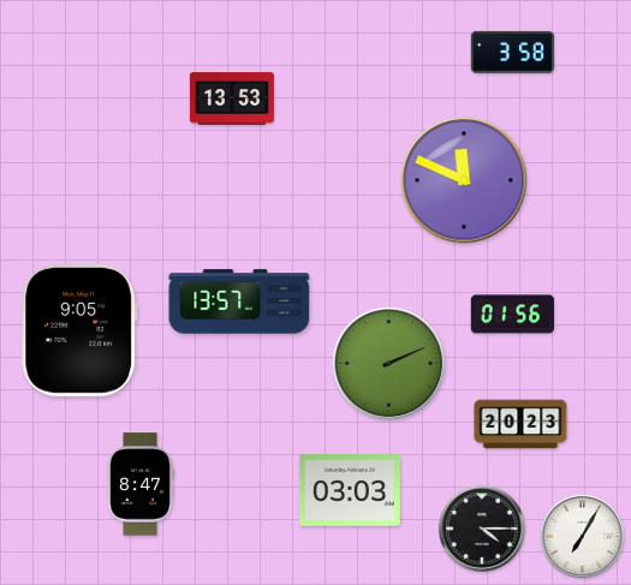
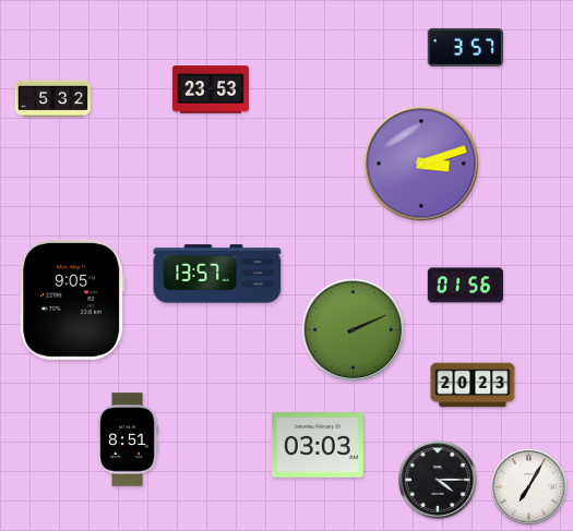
clock at (512, 52): 3:58 -> 3:57
clock at (232, 99): 13:53 -> 23:53
clock at (53, 99): none -> 5:32
clock at (464, 180): 11:49 -> 3:12
clock at (141, 484): 8:47 -> 8:51
